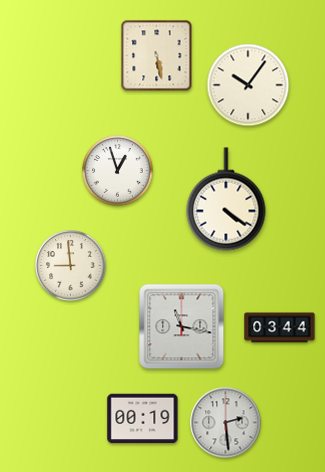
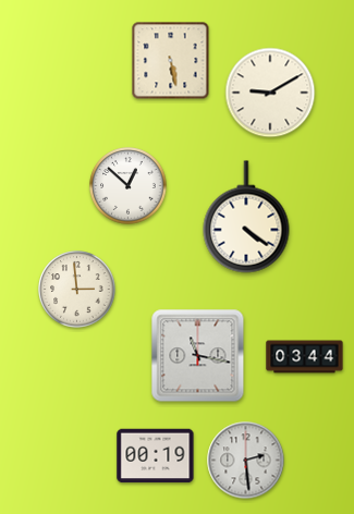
clock at (248, 85): 10:06 -> 9:10
clock at (118, 171): 12:57 -> 12:52
clock at (71, 266): 8:59 -> 2:59
